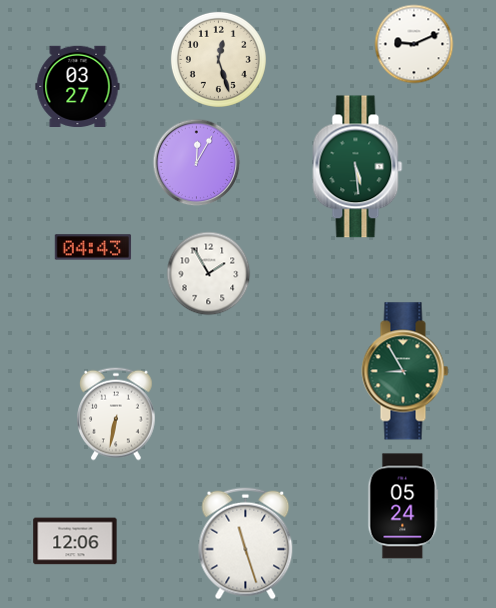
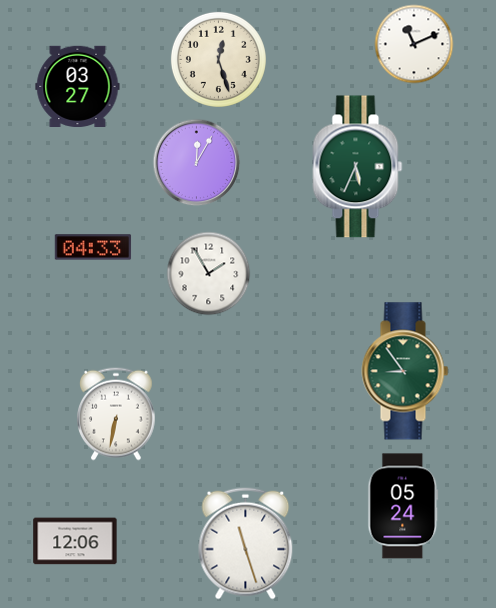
clock at (414, 44): 9:11 -> 11:11
clock at (358, 167): 5:29 -> 5:34
clock at (93, 247): 04:43 -> 04:33
clock at (405, 371): 8:55 -> 8:54
